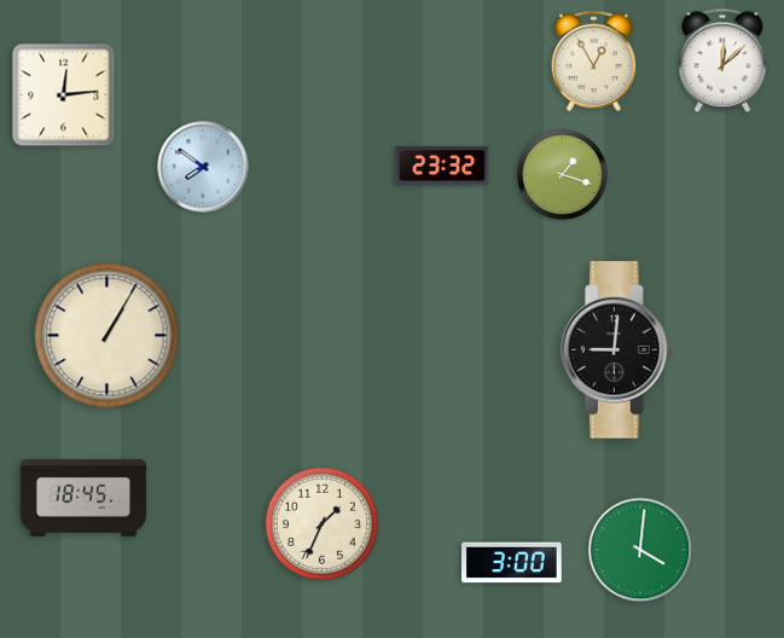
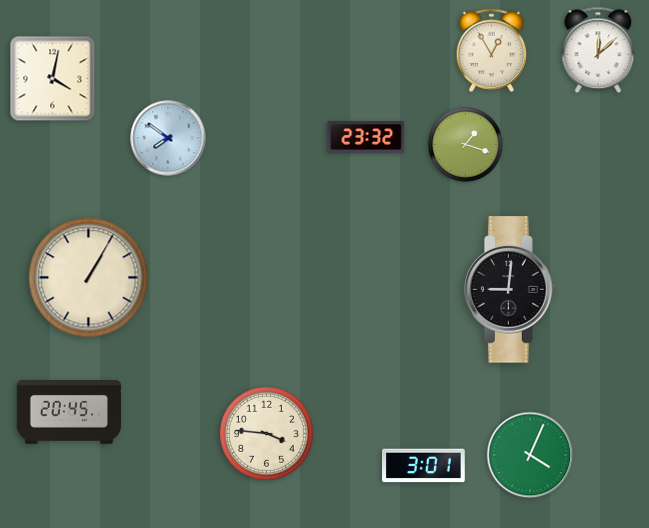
clock at (64, 95): 12:14 -> 4:02
clock at (83, 498): 18:45 -> 20:45
clock at (321, 523): 1:34 -> 3:46
clock at (640, 550): 4:01 -> 4:04
clock at (512, 563): 3:00 -> 3:01
